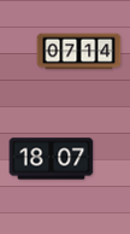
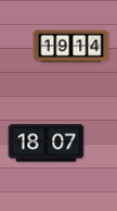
clock at (79, 52): 07:14 -> 19:14
